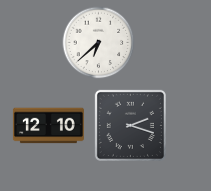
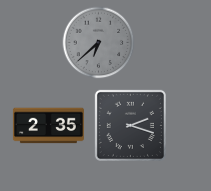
clock at (99, 43) dial: white -> grey
clock at (48, 126): 12:10 -> 2:35
